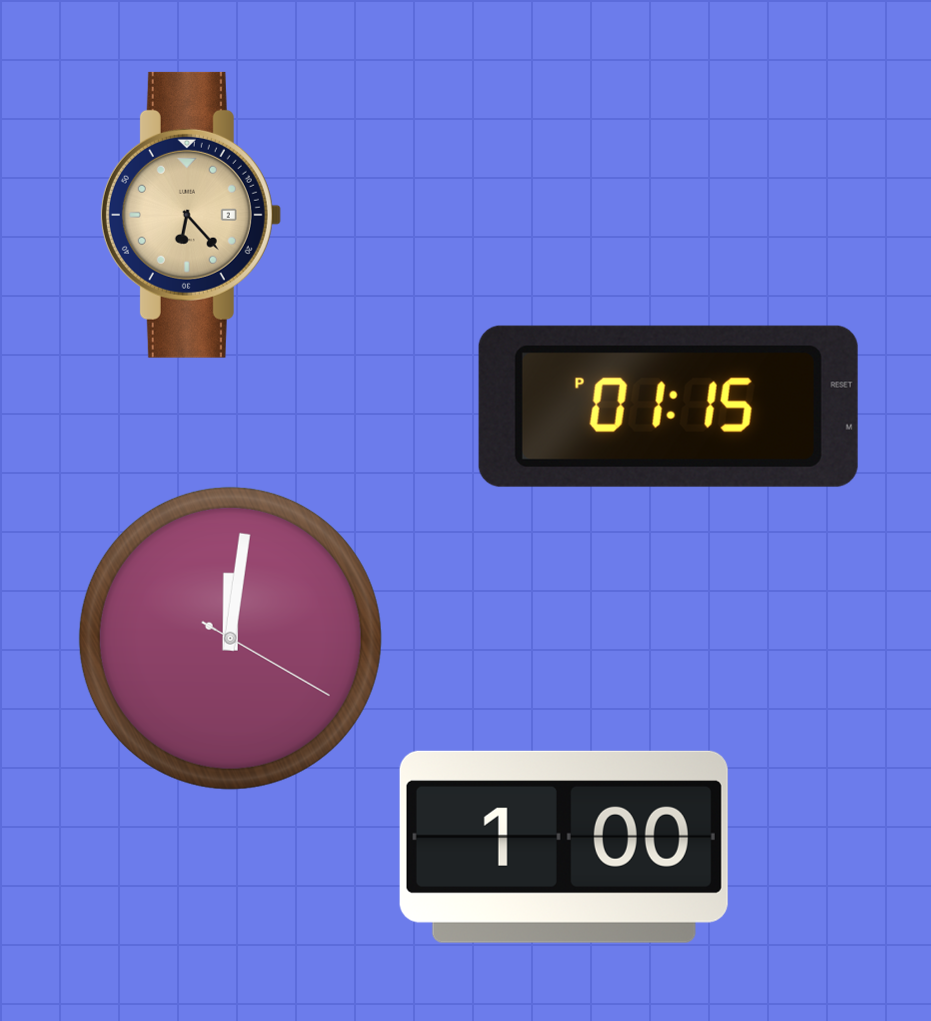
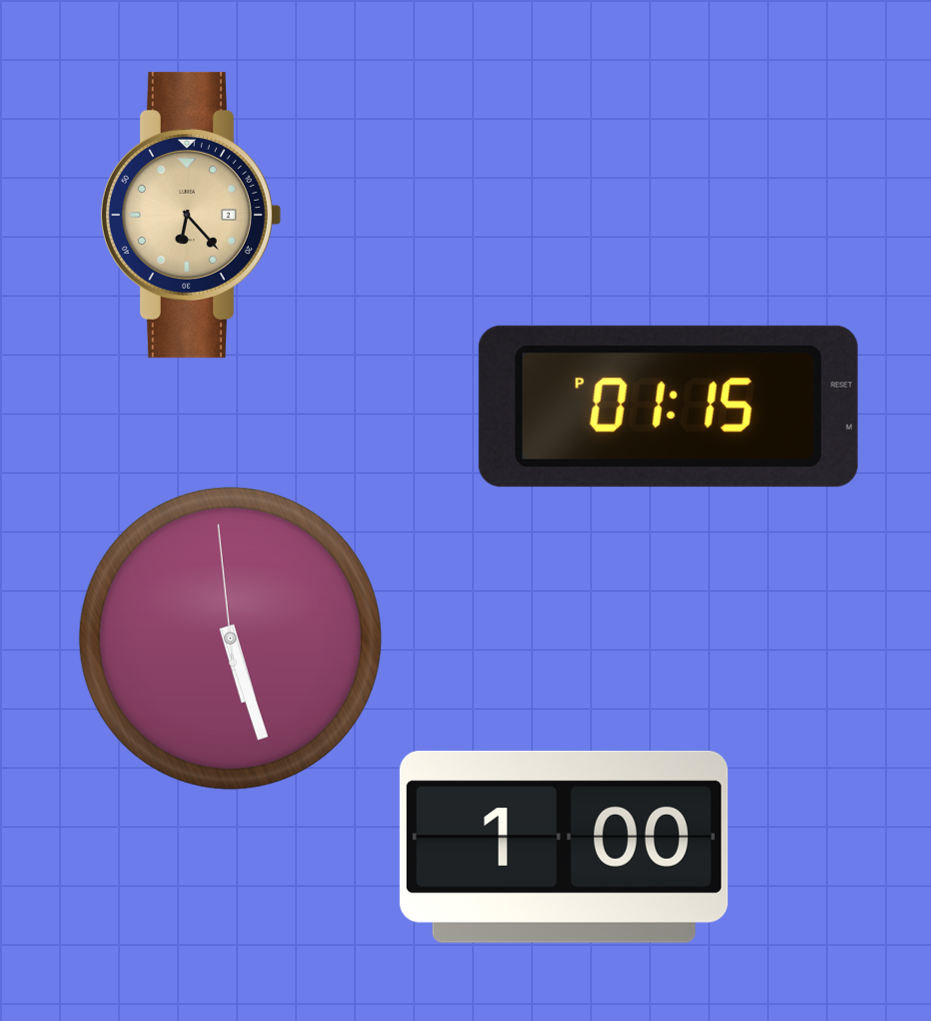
clock at (230, 638): 12:01 -> 5:26
